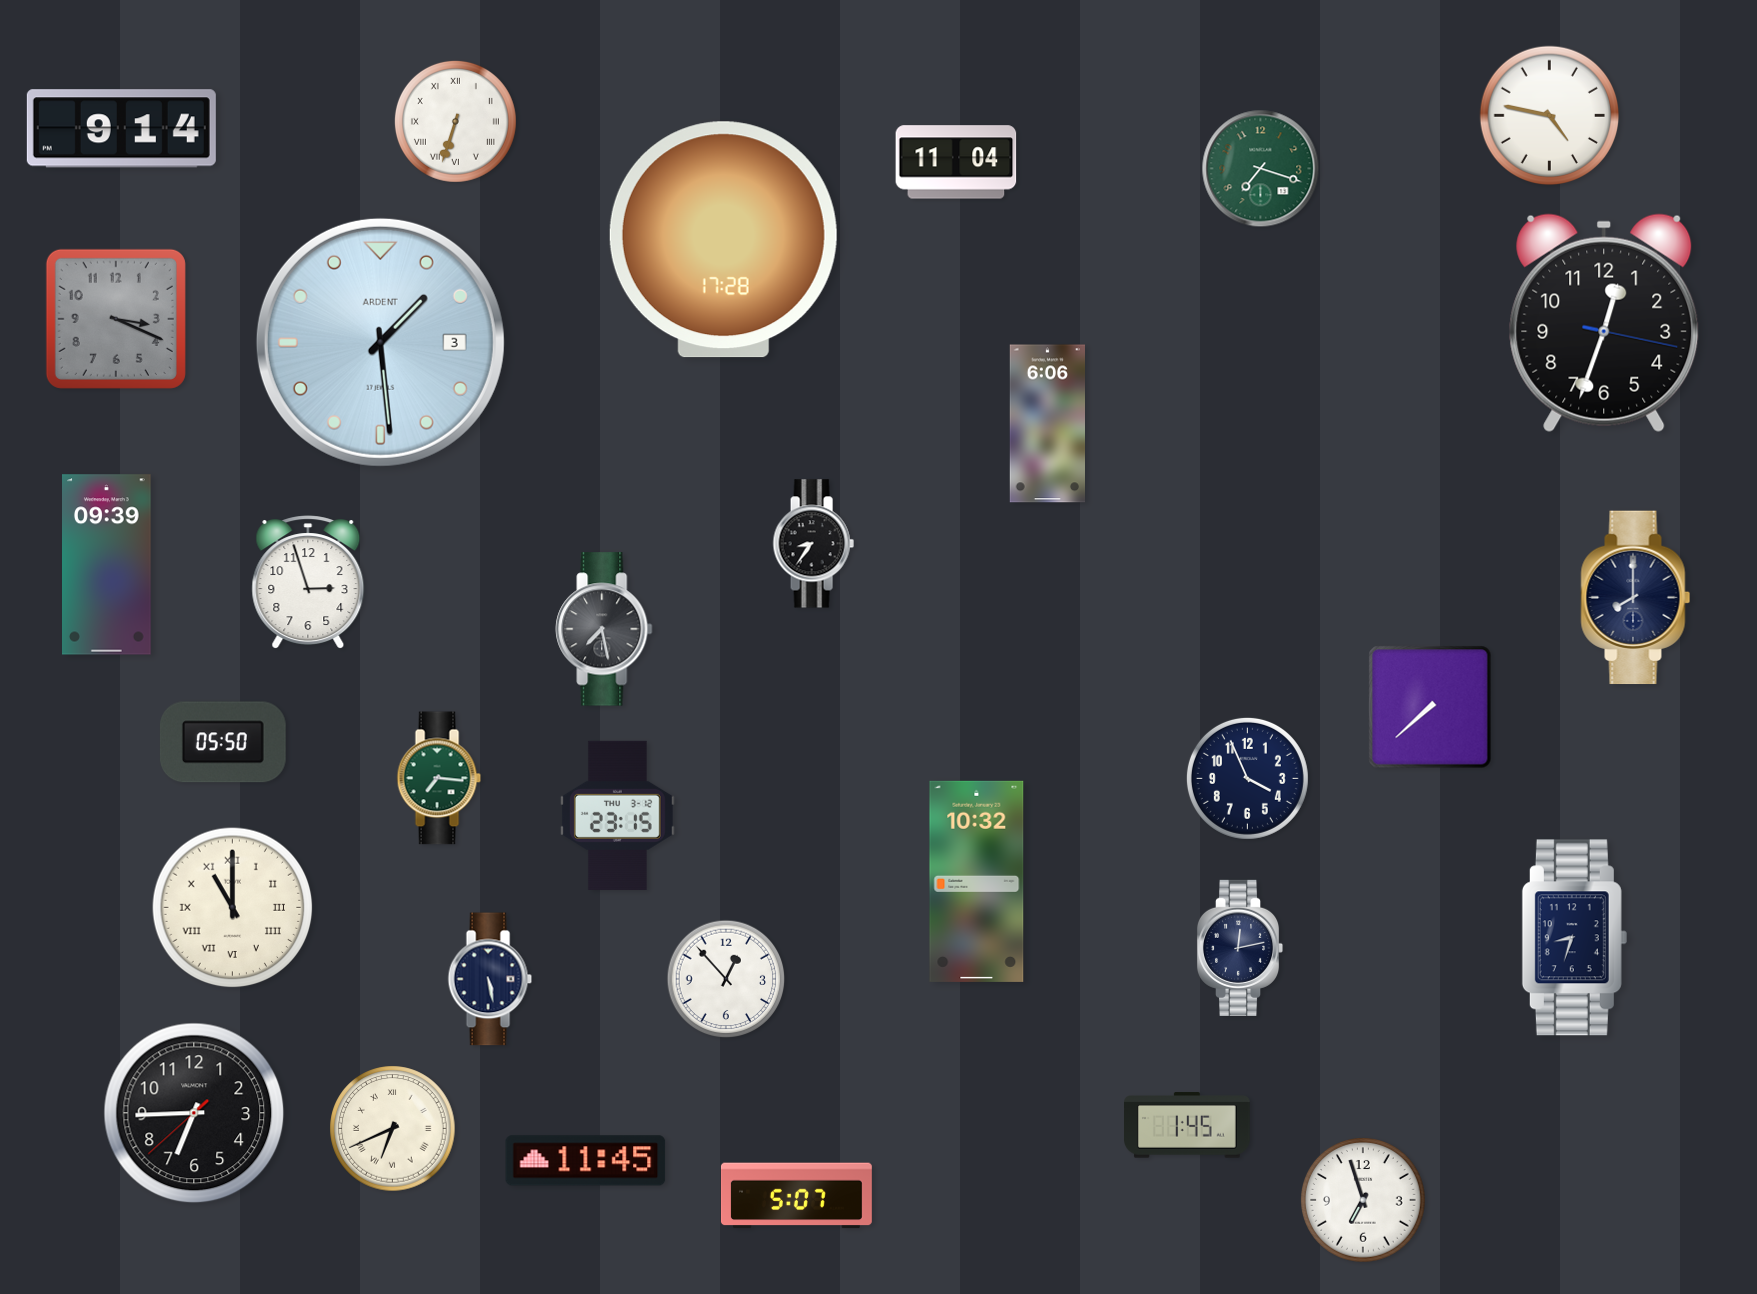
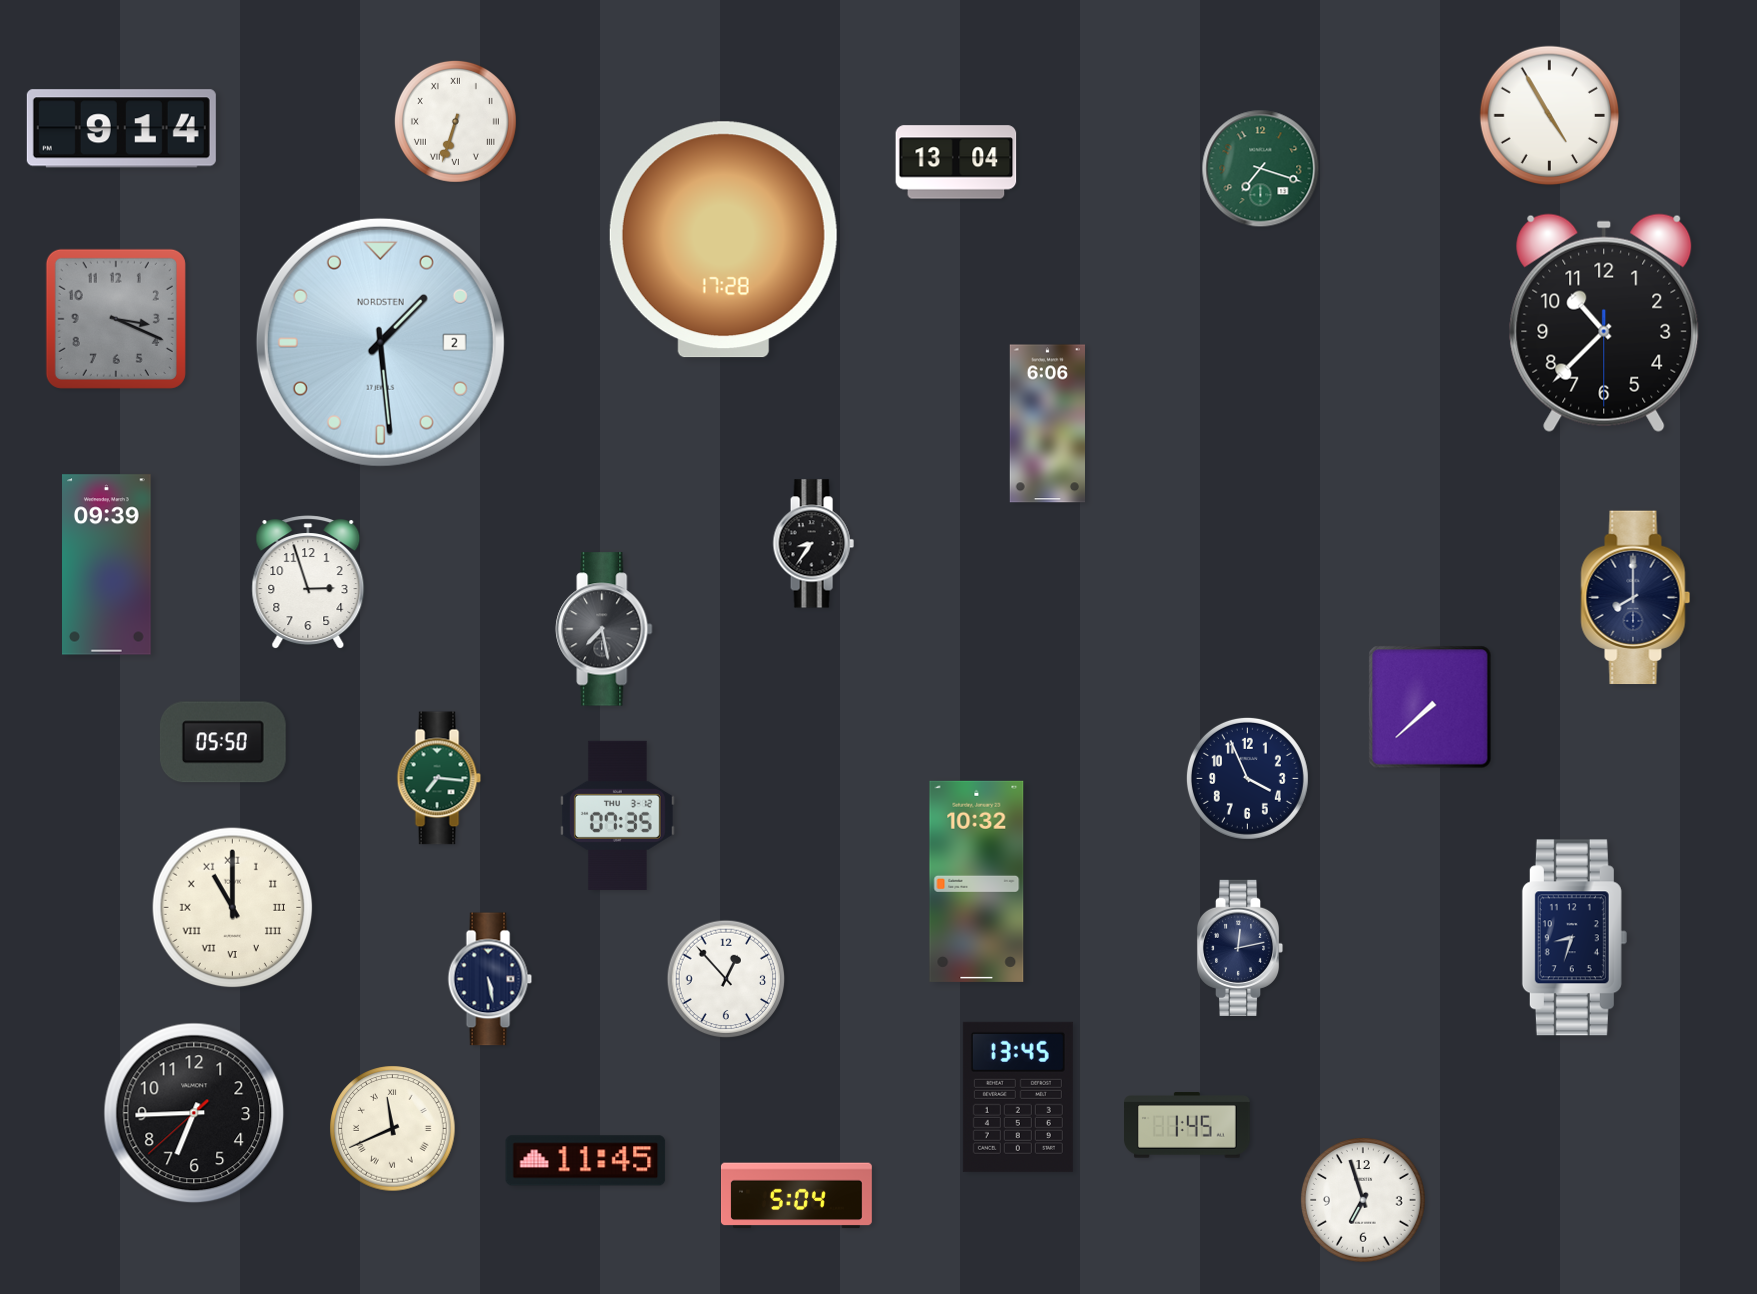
clock at (1550, 116): 4:47 -> 4:55
clock at (956, 162): 11:04 -> 13:04
clock at (1604, 323): 12:33 -> 10:37
clock at (380, 342) date: 3 -> 2
clock at (380, 342) brand: ARDENT -> NORDSTEN
clock at (617, 815): 23:15 -> 07:35
clock at (1018, 1097): none -> 13:45
clock at (393, 1129): 6:41 -> 11:41
clock at (796, 1196): 5:07 -> 5:04
